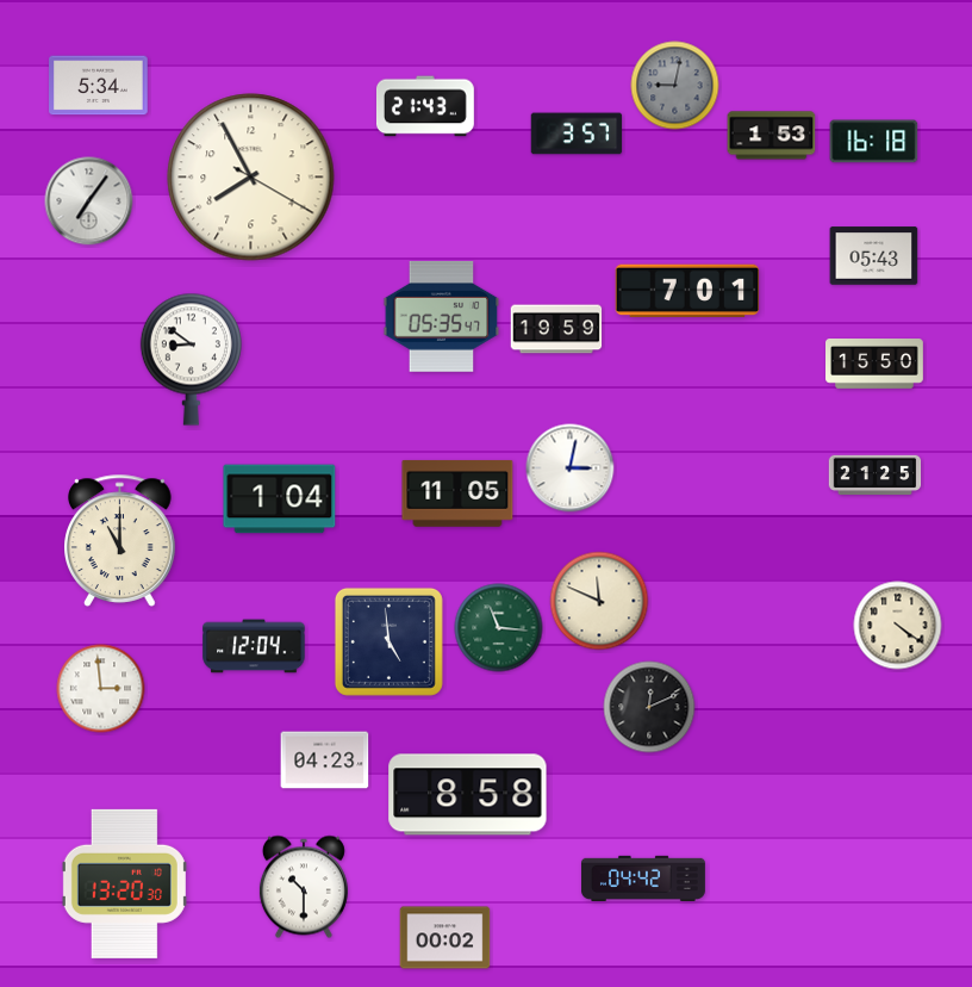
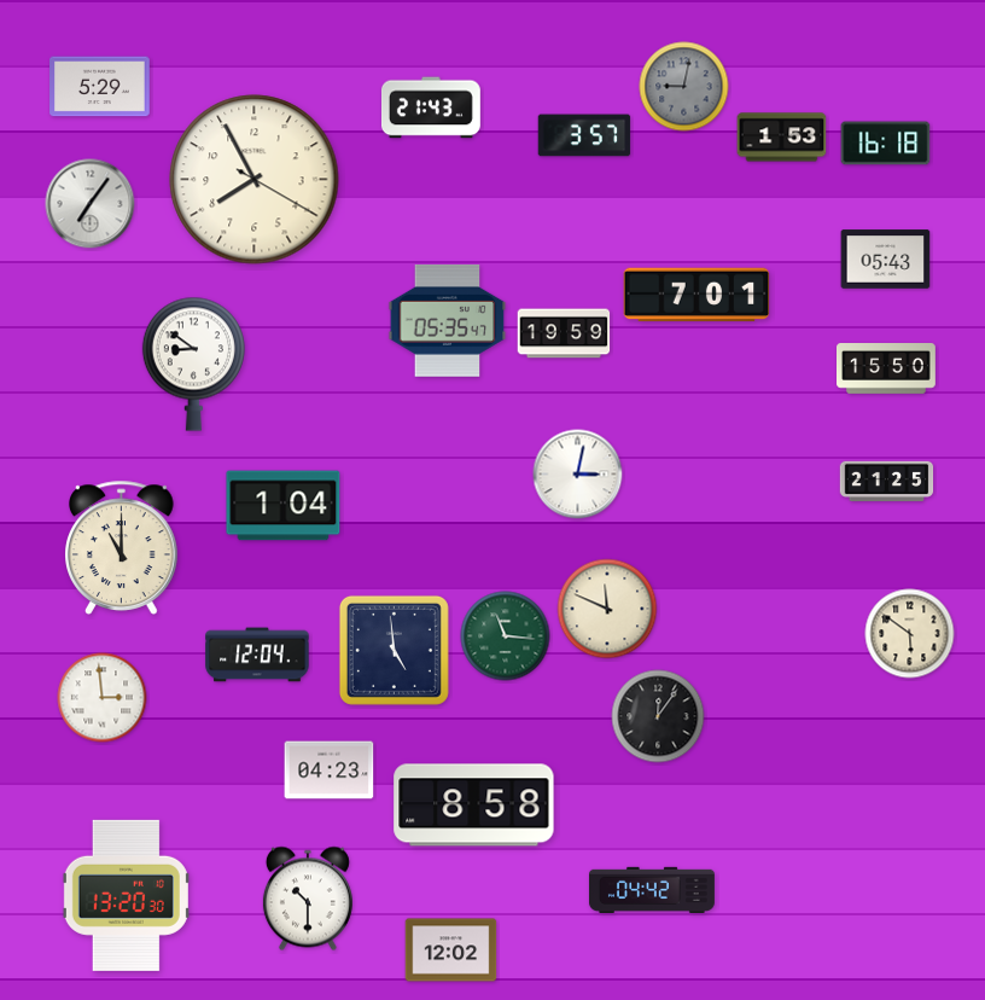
clock at (99, 86): 5:34 -> 5:29
clock at (457, 493): 11:05 -> none
clock at (898, 626): 4:21 -> 5:51
clock at (649, 707): 12:11 -> 12:06
clock at (445, 938): 00:02 -> 12:02
